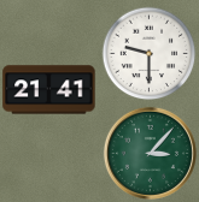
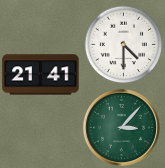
clock at (148, 53): 9:30 -> 4:30
clock at (150, 153) position: (150, 153) -> (121, 127)
